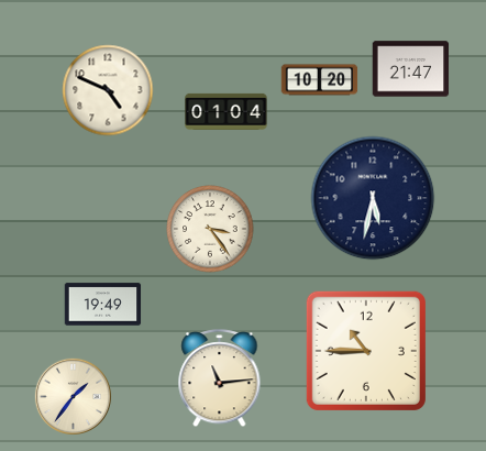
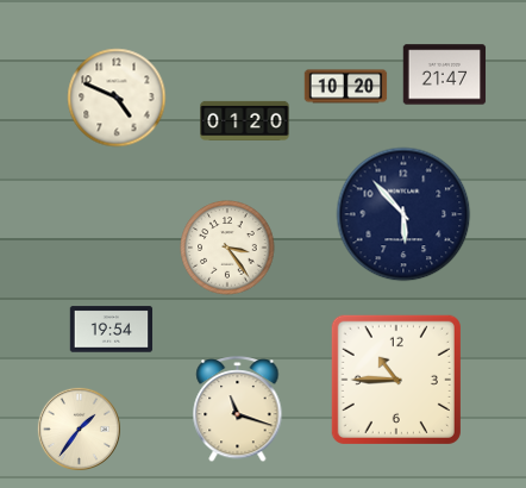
clock at (227, 111): 01:04 -> 01:20
clock at (373, 198): 5:32 -> 5:53
clock at (103, 305): 19:49 -> 19:54
clock at (220, 378): 11:14 -> 11:18
